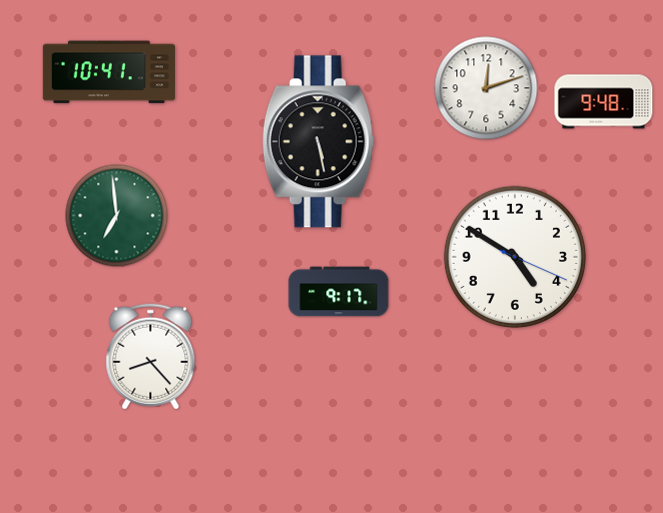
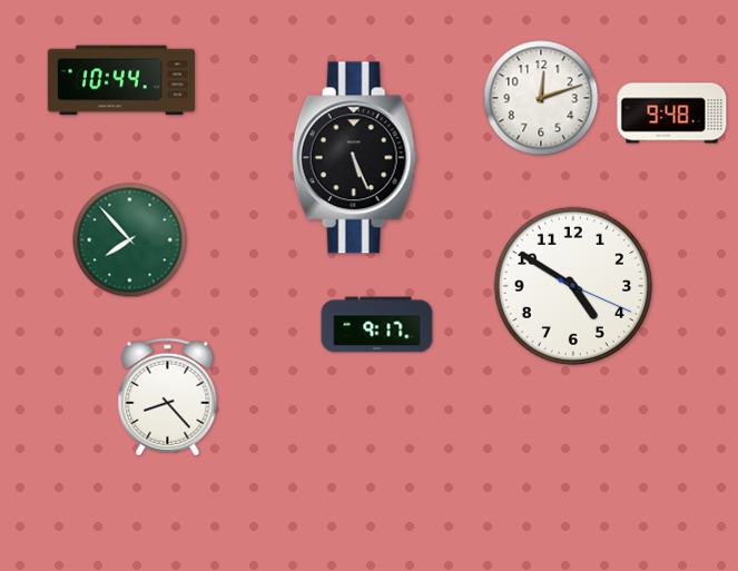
clock at (109, 72): 10:41 -> 10:44
clock at (318, 142): 5:28 -> 5:26
clock at (117, 216): 6:59 -> 7:53
